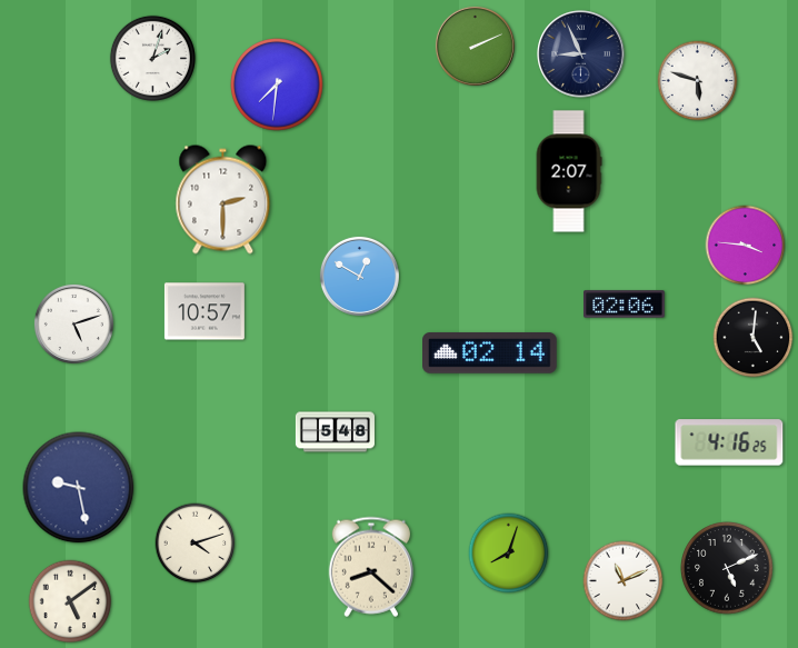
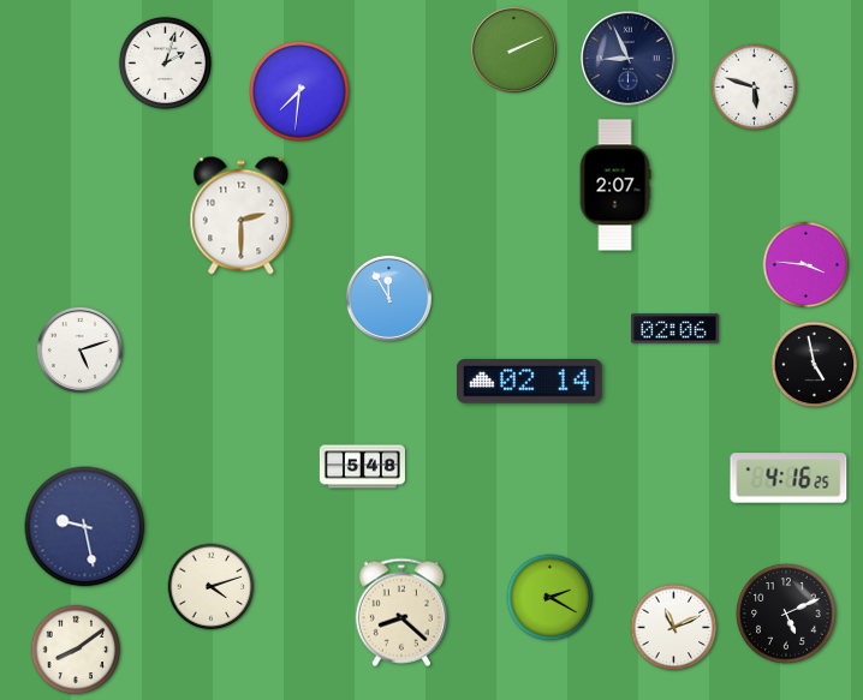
clock at (359, 276): 12:50 -> 11:55
clock at (205, 311): 10:57 -> none
clock at (754, 338): 5:01 -> 4:58
clock at (509, 554): 8:03 -> 2:20
clock at (70, 601): 5:09 -> 8:09
